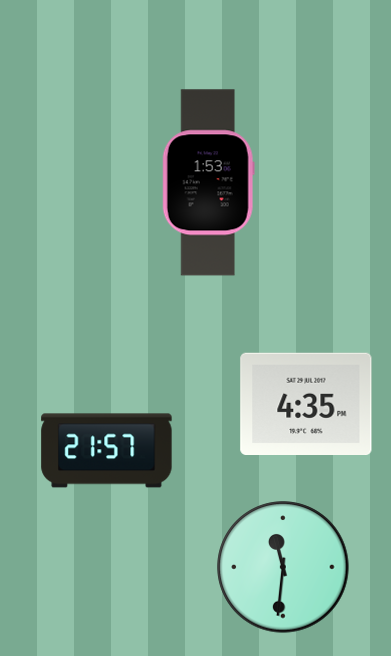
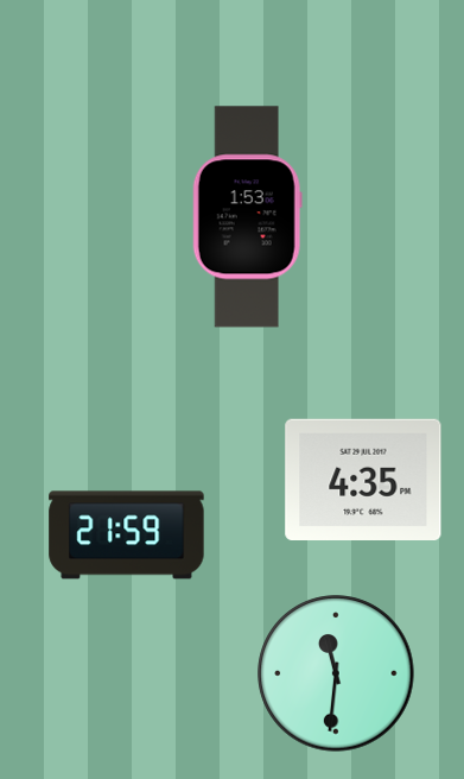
clock at (107, 451): 21:57 -> 21:59
